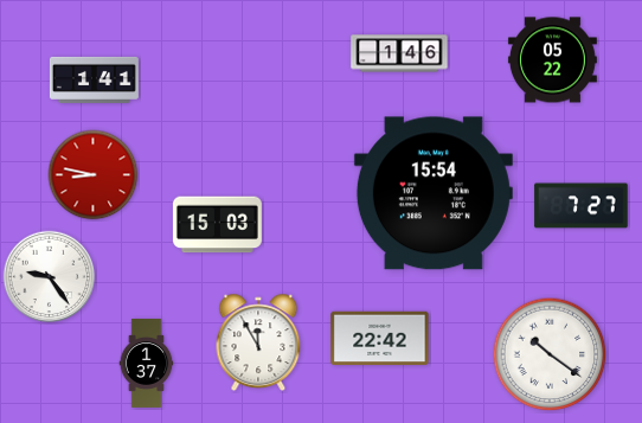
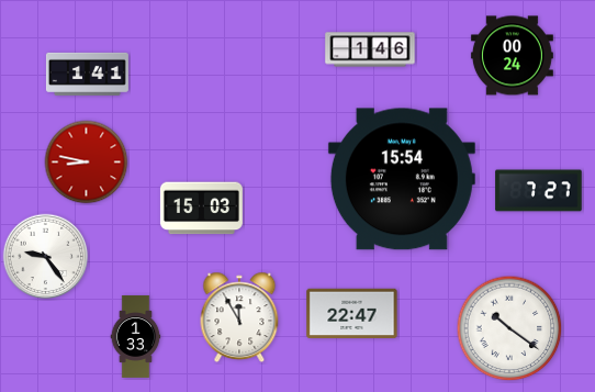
clock at (552, 60): 05:22 -> 00:24
clock at (380, 339): 22:42 -> 22:47
clock at (147, 363): 1:37 -> 1:33
